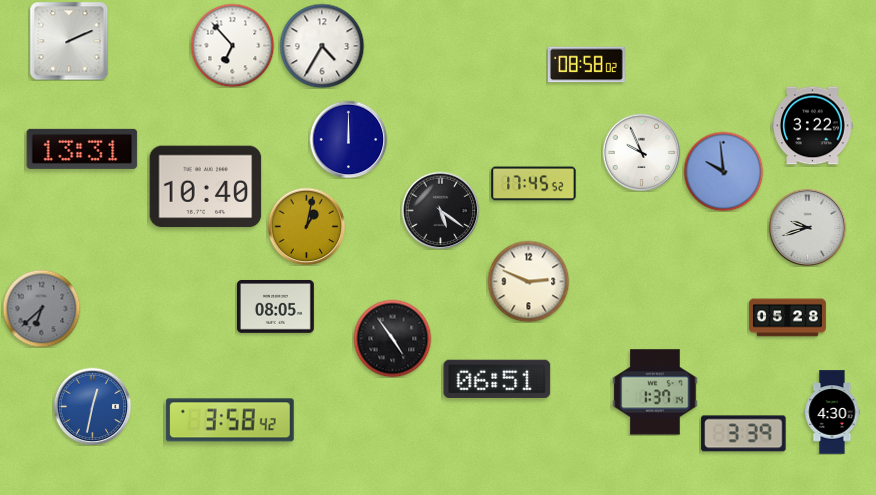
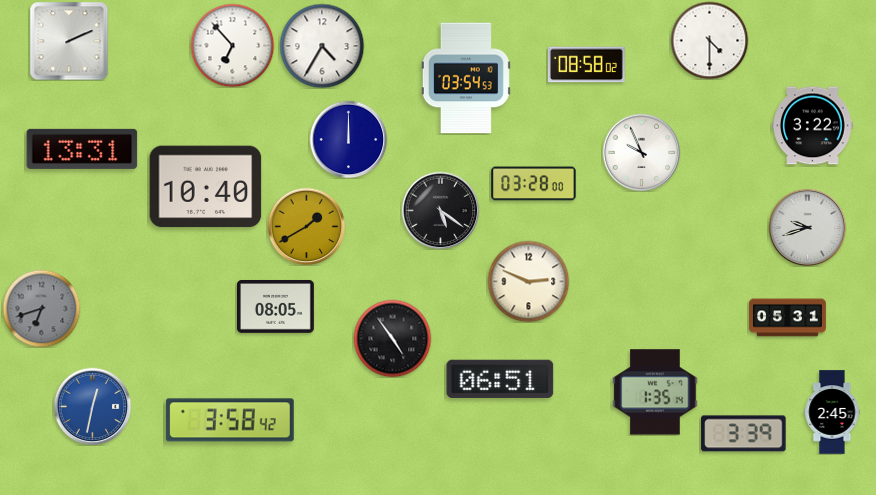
clock at (709, 40): none -> 4:30
clock at (466, 78): none -> 03:54
clock at (723, 171): 9:59 -> none
clock at (534, 184): 17:45 -> 03:28
clock at (306, 226): 1:02 -> 1:40
clock at (41, 308): 6:38 -> 6:42
clock at (788, 318): 05:28 -> 05:31
clock at (497, 379) position: (497, 379) -> (500, 379)
clock at (655, 392): 1:37 -> 1:35
clock at (832, 412): 4:30 -> 2:45
